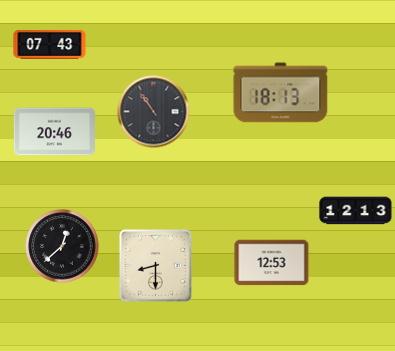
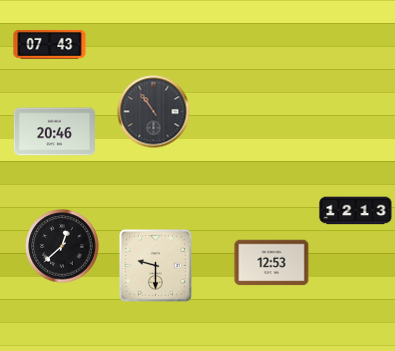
clock at (281, 93): 18:13 -> none
clock at (156, 266): 8:30 -> 9:30
